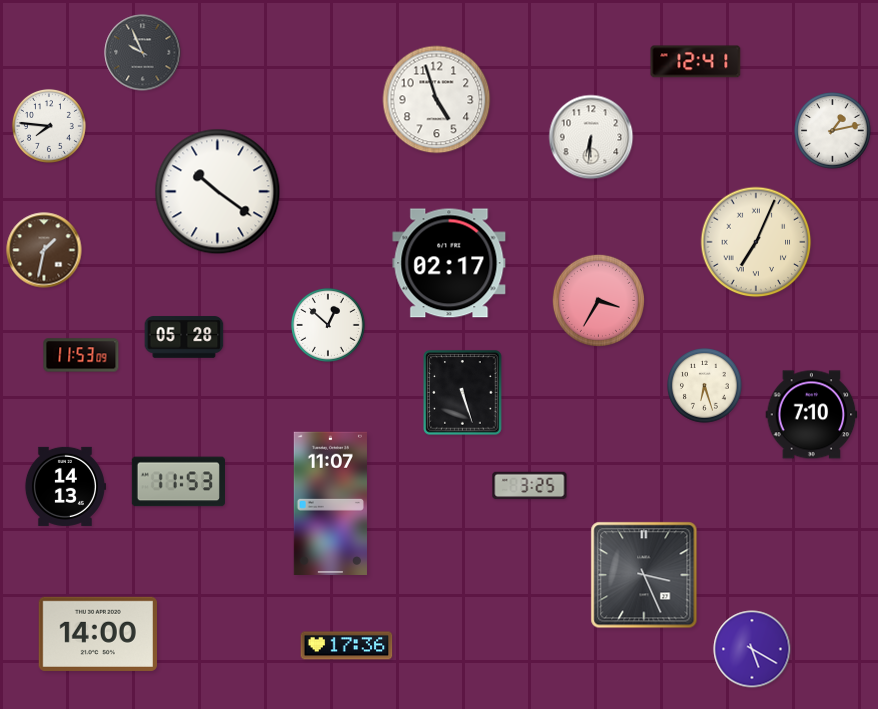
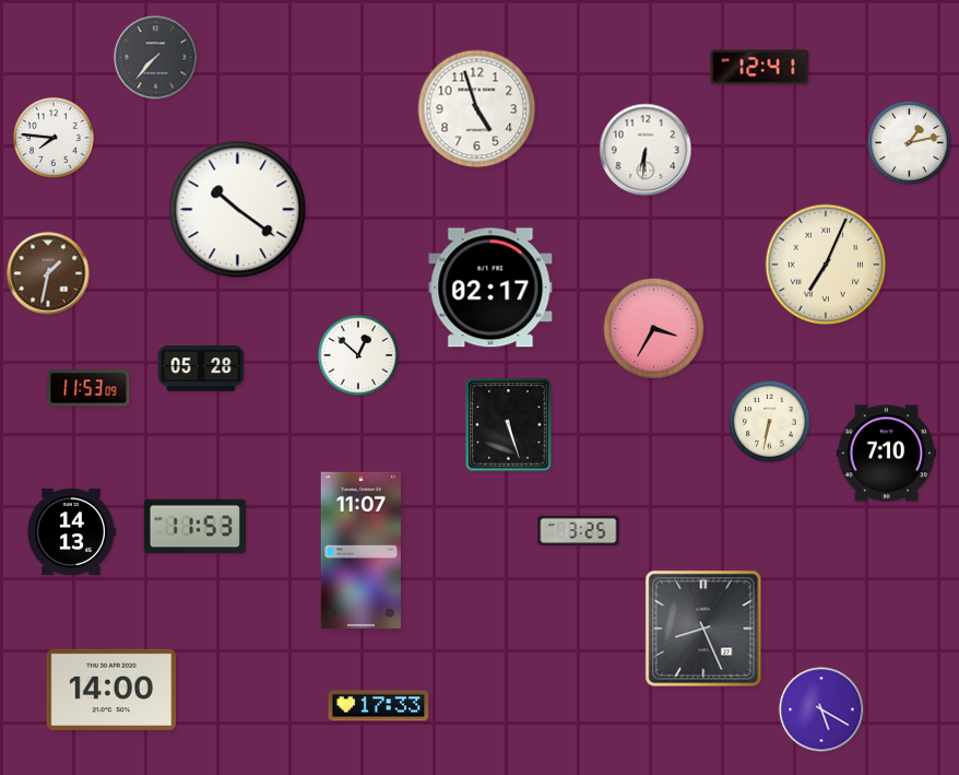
clock at (143, 53): 9:56 -> 7:37
clock at (705, 386): 6:27 -> 6:32
clock at (463, 393) position: (463, 393) -> (509, 425)
clock at (644, 575): 3:26 -> 8:26
clock at (98, 634) position: (98, 634) -> (111, 690)
clock at (347, 646): 17:36 -> 17:33
